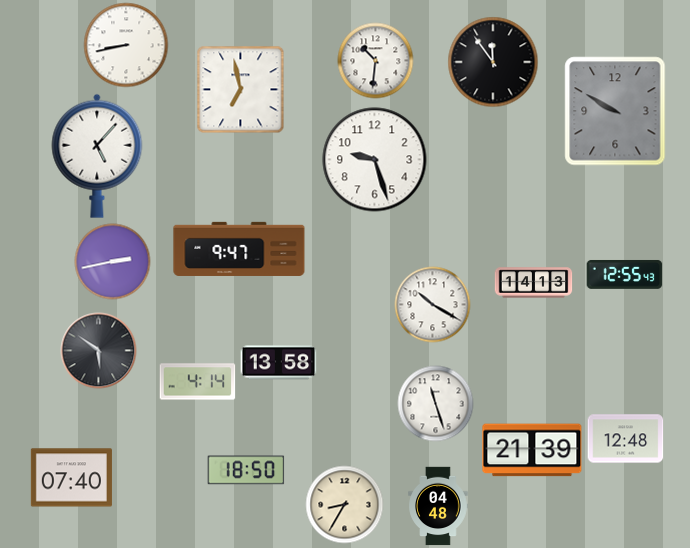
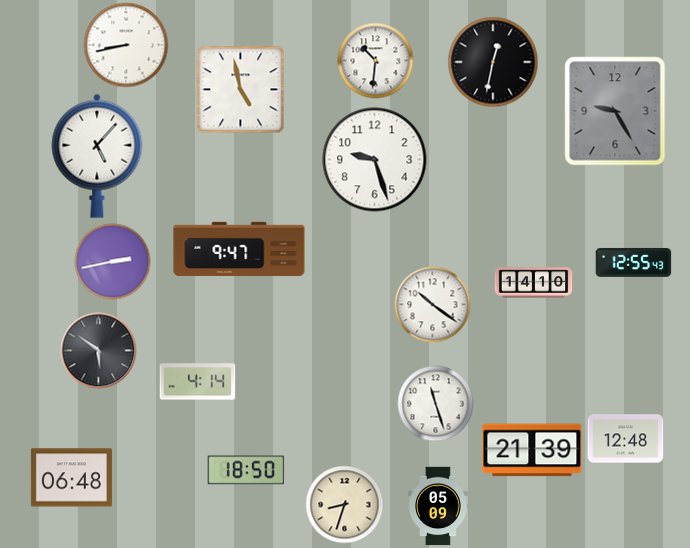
clock at (493, 62): 11:54 -> 12:32
clock at (241, 90): 6:58 -> 4:58
clock at (615, 111): 9:50 -> 9:25
clock at (625, 274) position: (625, 274) -> (634, 262)
clock at (534, 283): 14:13 -> 14:10
clock at (433, 305): 10:20 -> 10:21
clock at (279, 363): 13:58 -> none
clock at (71, 478): 07:40 -> 06:48
clock at (345, 505): 8:35 -> 8:33
clock at (438, 506): 04:48 -> 05:09
